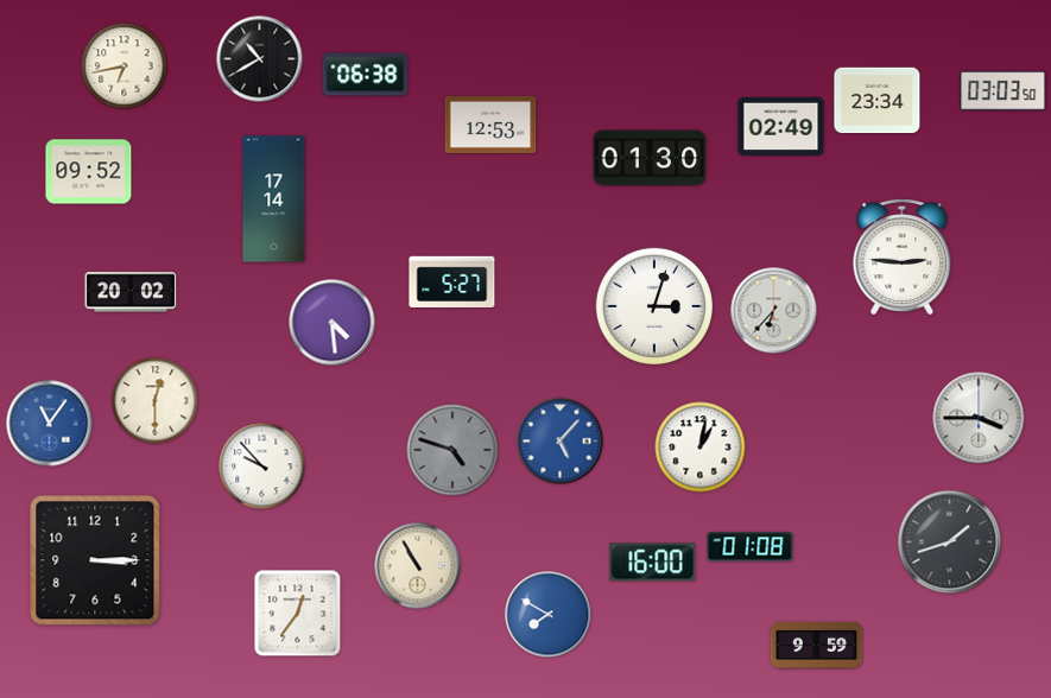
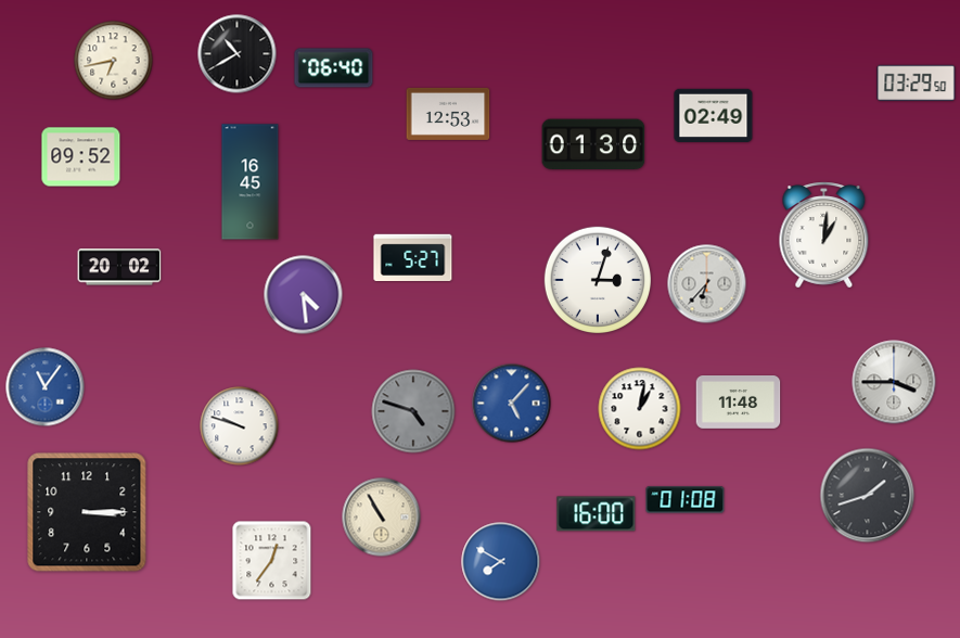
clock at (366, 75): 06:38 -> 06:40
clock at (1003, 90): 03:03 -> 03:29
clock at (878, 101): 23:34 -> none
clock at (274, 199): 17:14 -> 16:45
clock at (903, 258): 2:46 -> 1:01
clock at (156, 401): 12:30 -> none
clock at (739, 403): none -> 11:48
clock at (262, 467): 9:53 -> 9:48
clock at (817, 645): 9:59 -> none
